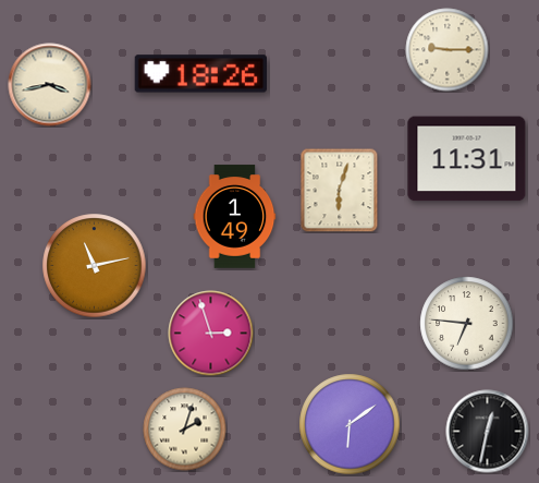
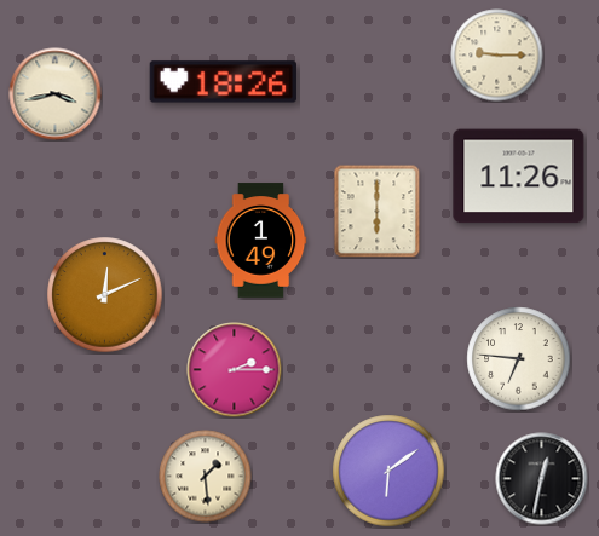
clock at (467, 159): 11:31 -> 11:26
clock at (340, 190): 6:03 -> 6:00
clock at (95, 266): 11:13 -> 12:11
clock at (211, 334): 2:57 -> 2:15
clock at (185, 430): 2:03 -> 1:29
